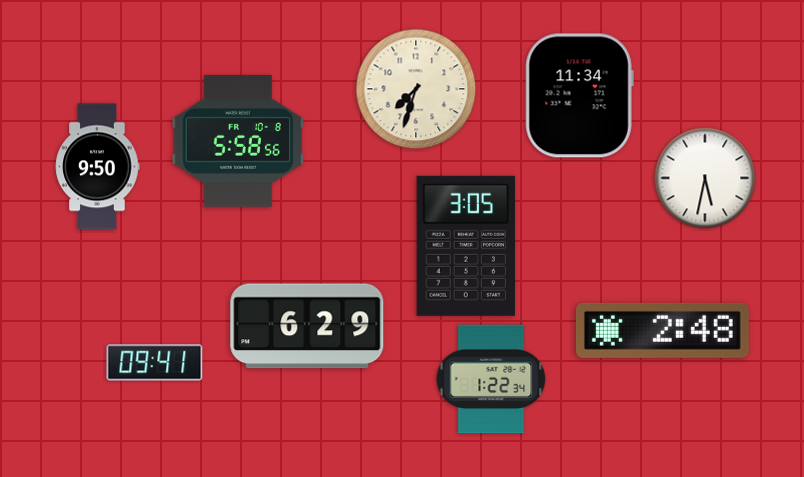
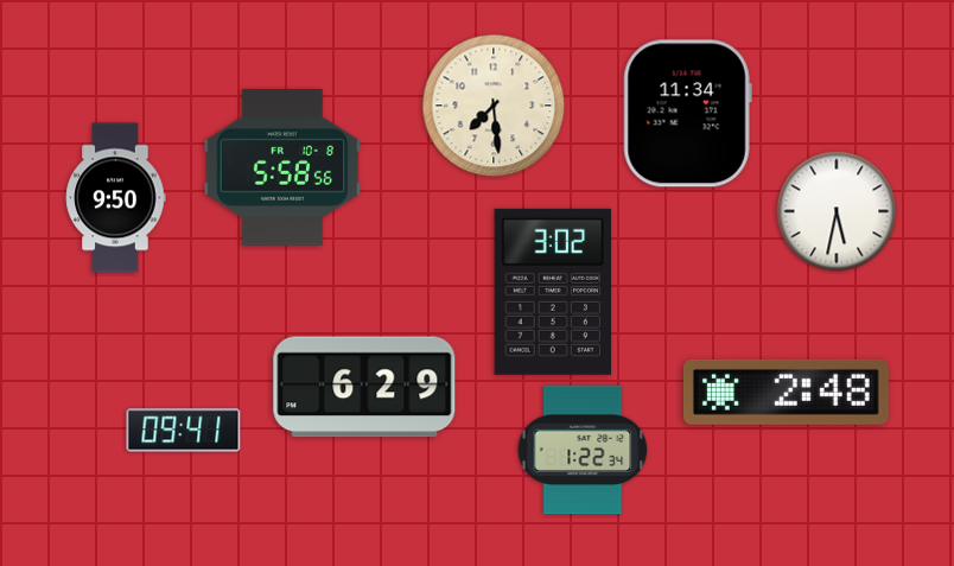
clock at (416, 89): 7:33 -> 7:29
clock at (466, 246): 3:05 -> 3:02
